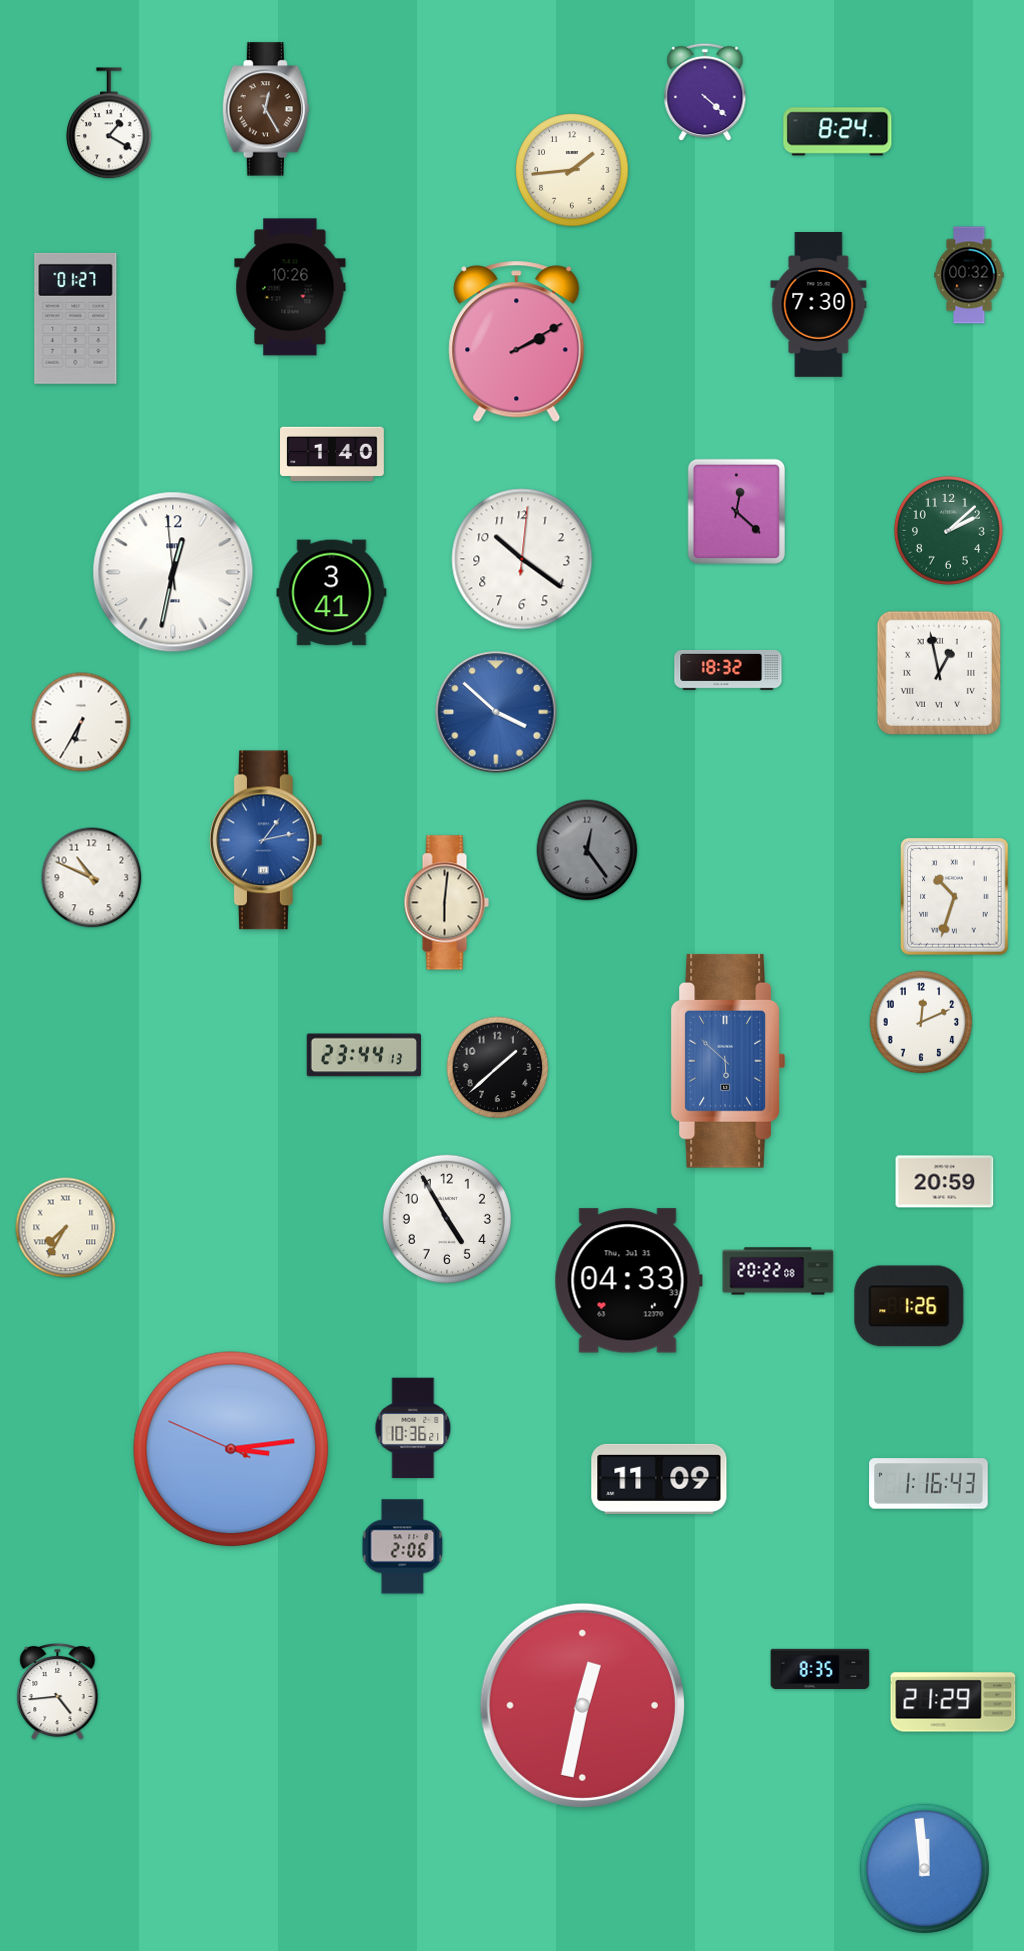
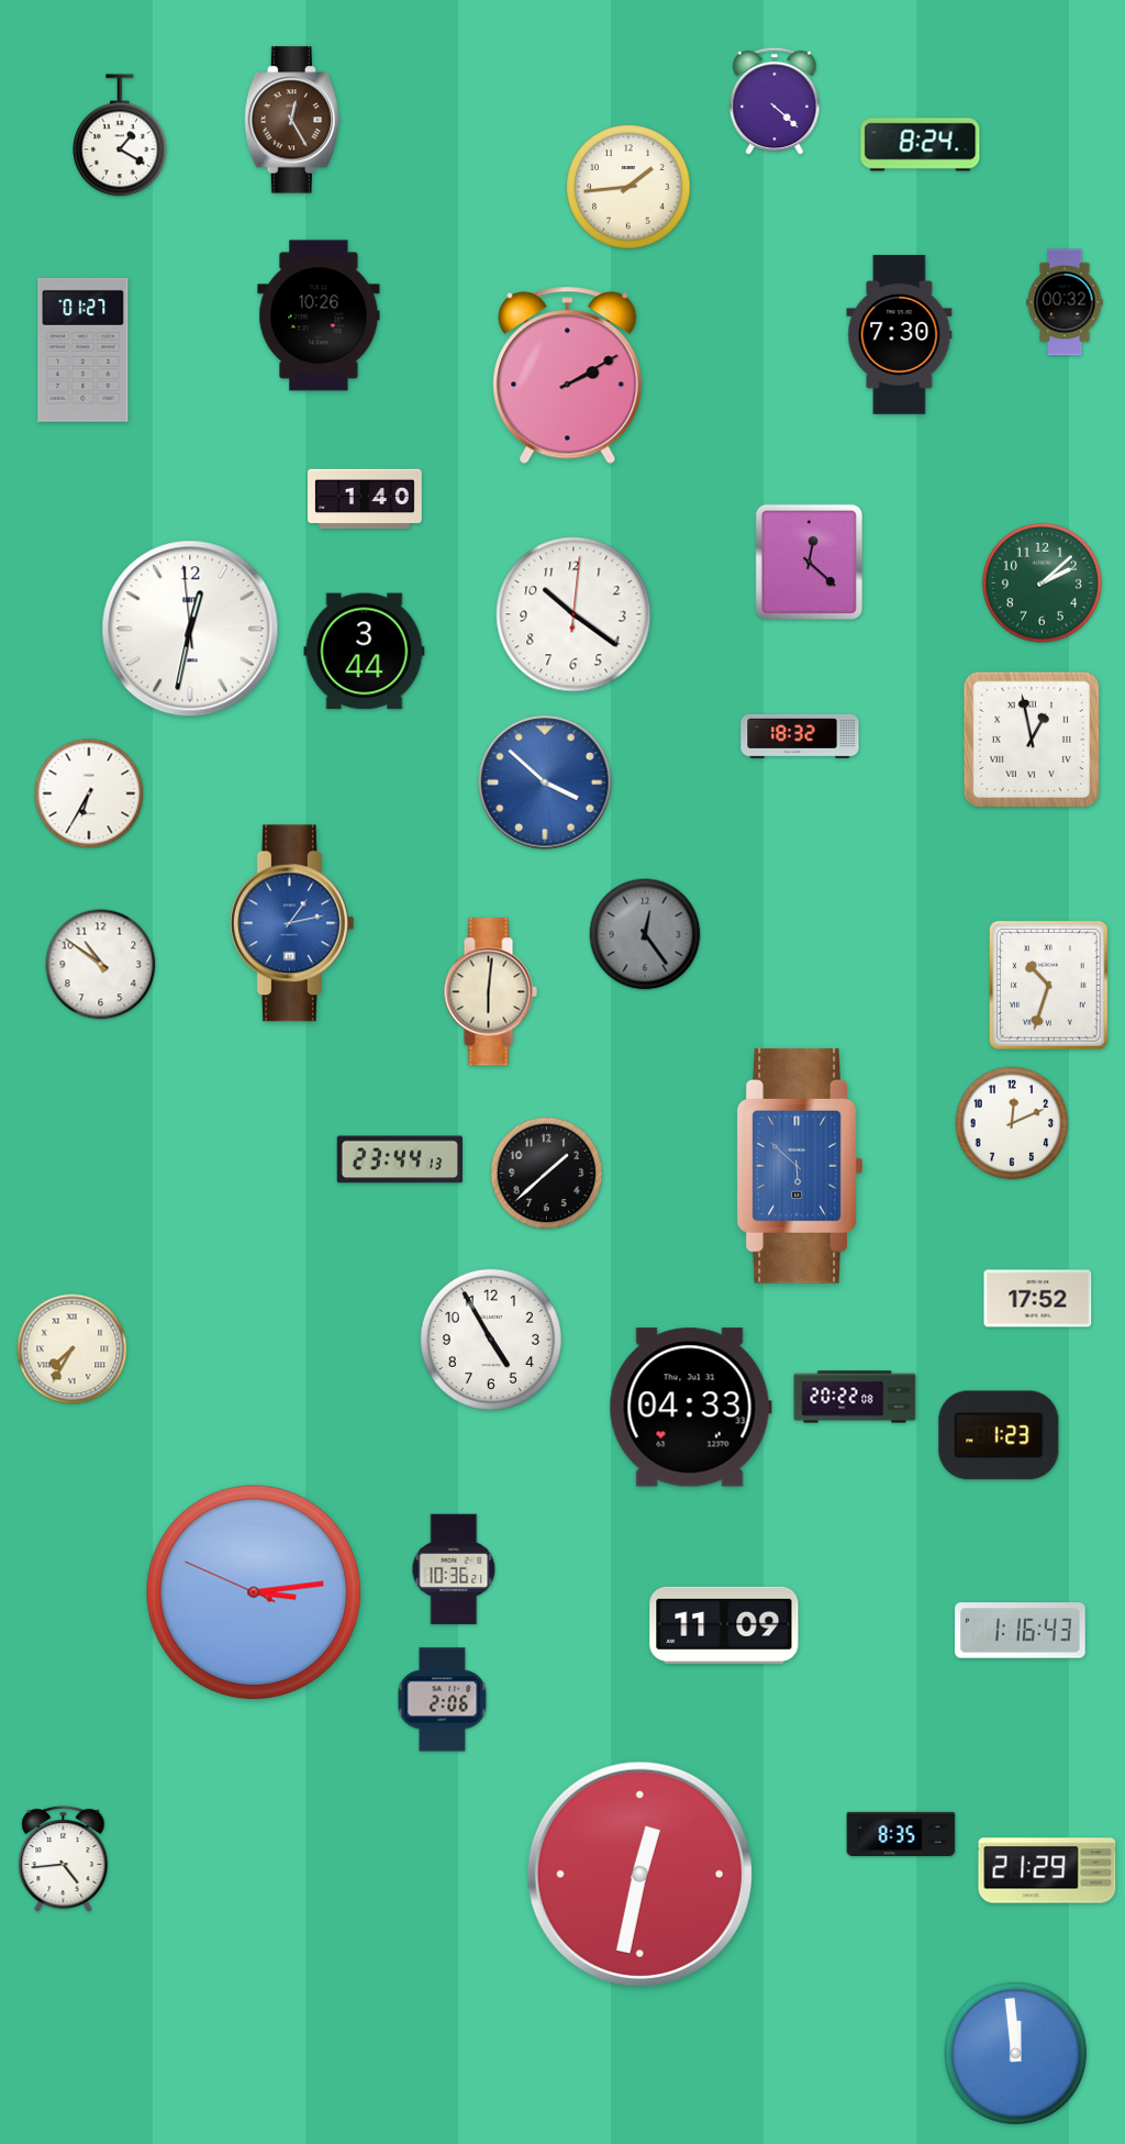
clock at (332, 593): 3:41 -> 3:44
clock at (92, 878): 10:49 -> 10:51
clock at (945, 1182): 20:59 -> 17:52
clock at (909, 1306): 1:26 -> 1:23
